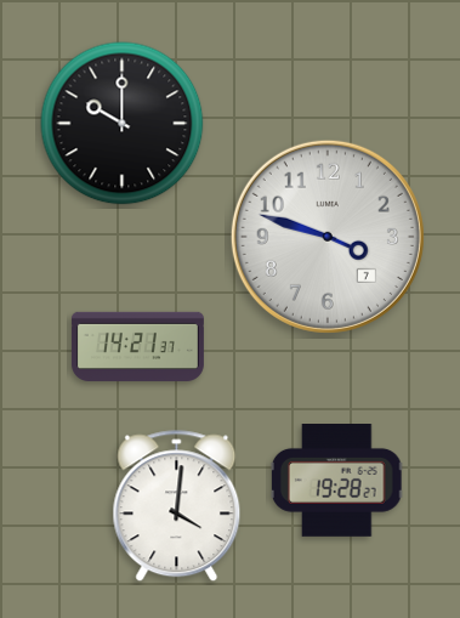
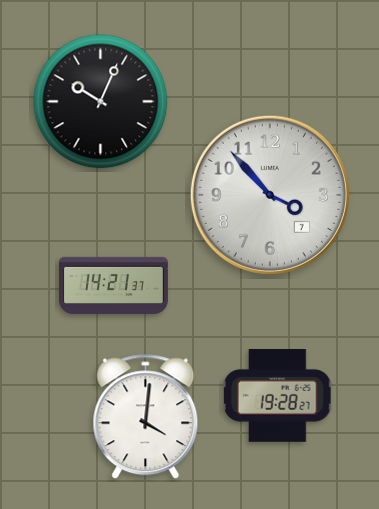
clock at (123, 124): 10:00 -> 10:04
clock at (328, 237): 3:48 -> 3:53
